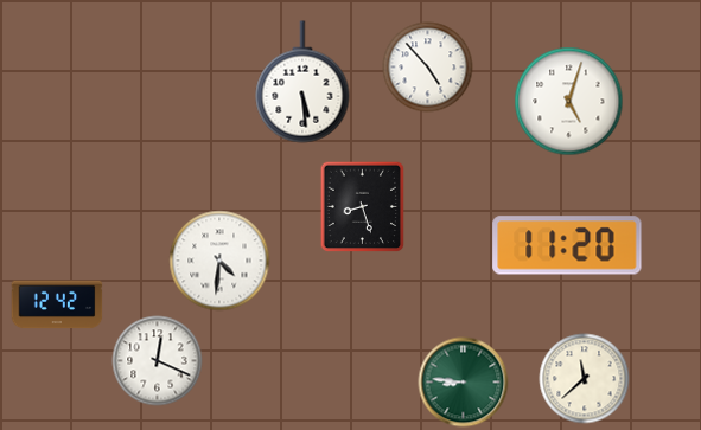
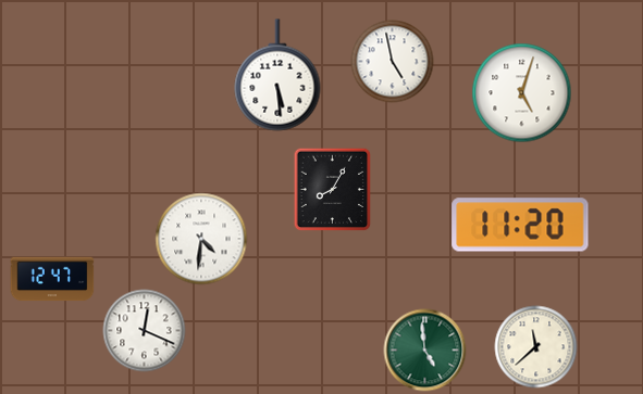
clock at (428, 68): 4:53 -> 4:58
clock at (363, 206): 8:27 -> 8:05
clock at (57, 304): 12:42 -> 12:47
clock at (464, 383): 8:46 -> 4:59
